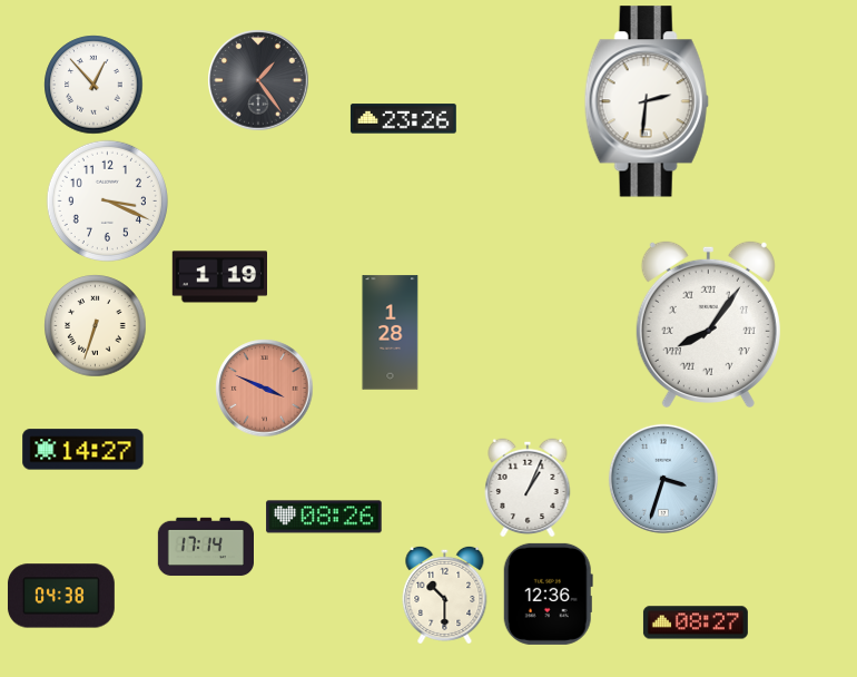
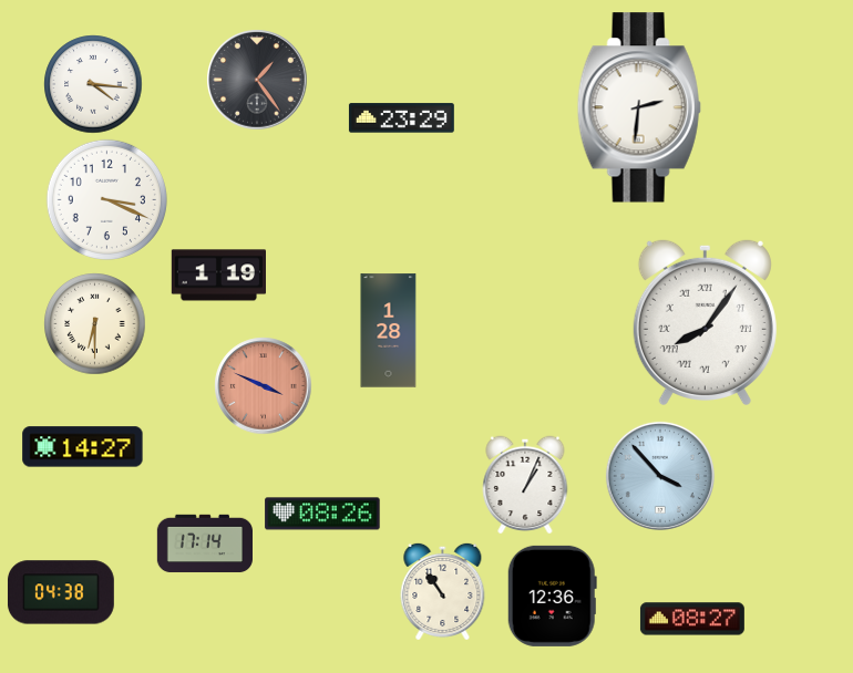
clock at (93, 85): 12:53 -> 4:16
clock at (647, 101) position: (647, 101) -> (639, 107)
clock at (403, 119): 23:26 -> 23:29
clock at (95, 325): 6:33 -> 6:30
clock at (663, 479): 3:33 -> 3:53
clock at (548, 593) position: (548, 593) -> (552, 596)
clock at (445, 595): 10:30 -> 10:54
